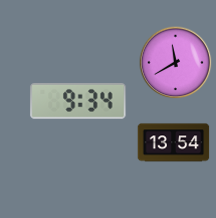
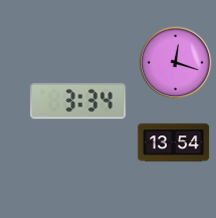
clock at (176, 63): 11:40 -> 12:18
clock at (78, 102): 9:34 -> 3:34
